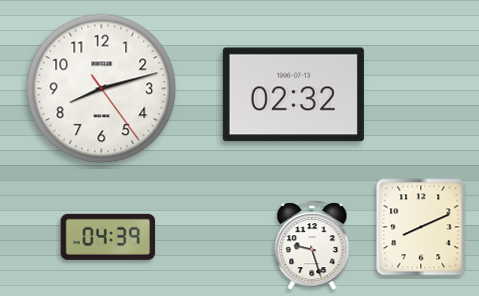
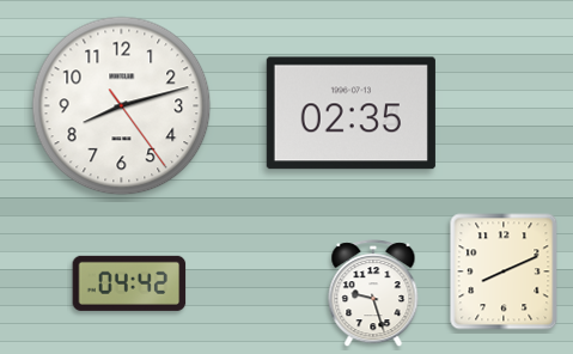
clock at (293, 95): 02:32 -> 02:35
clock at (108, 237): 04:39 -> 04:42
